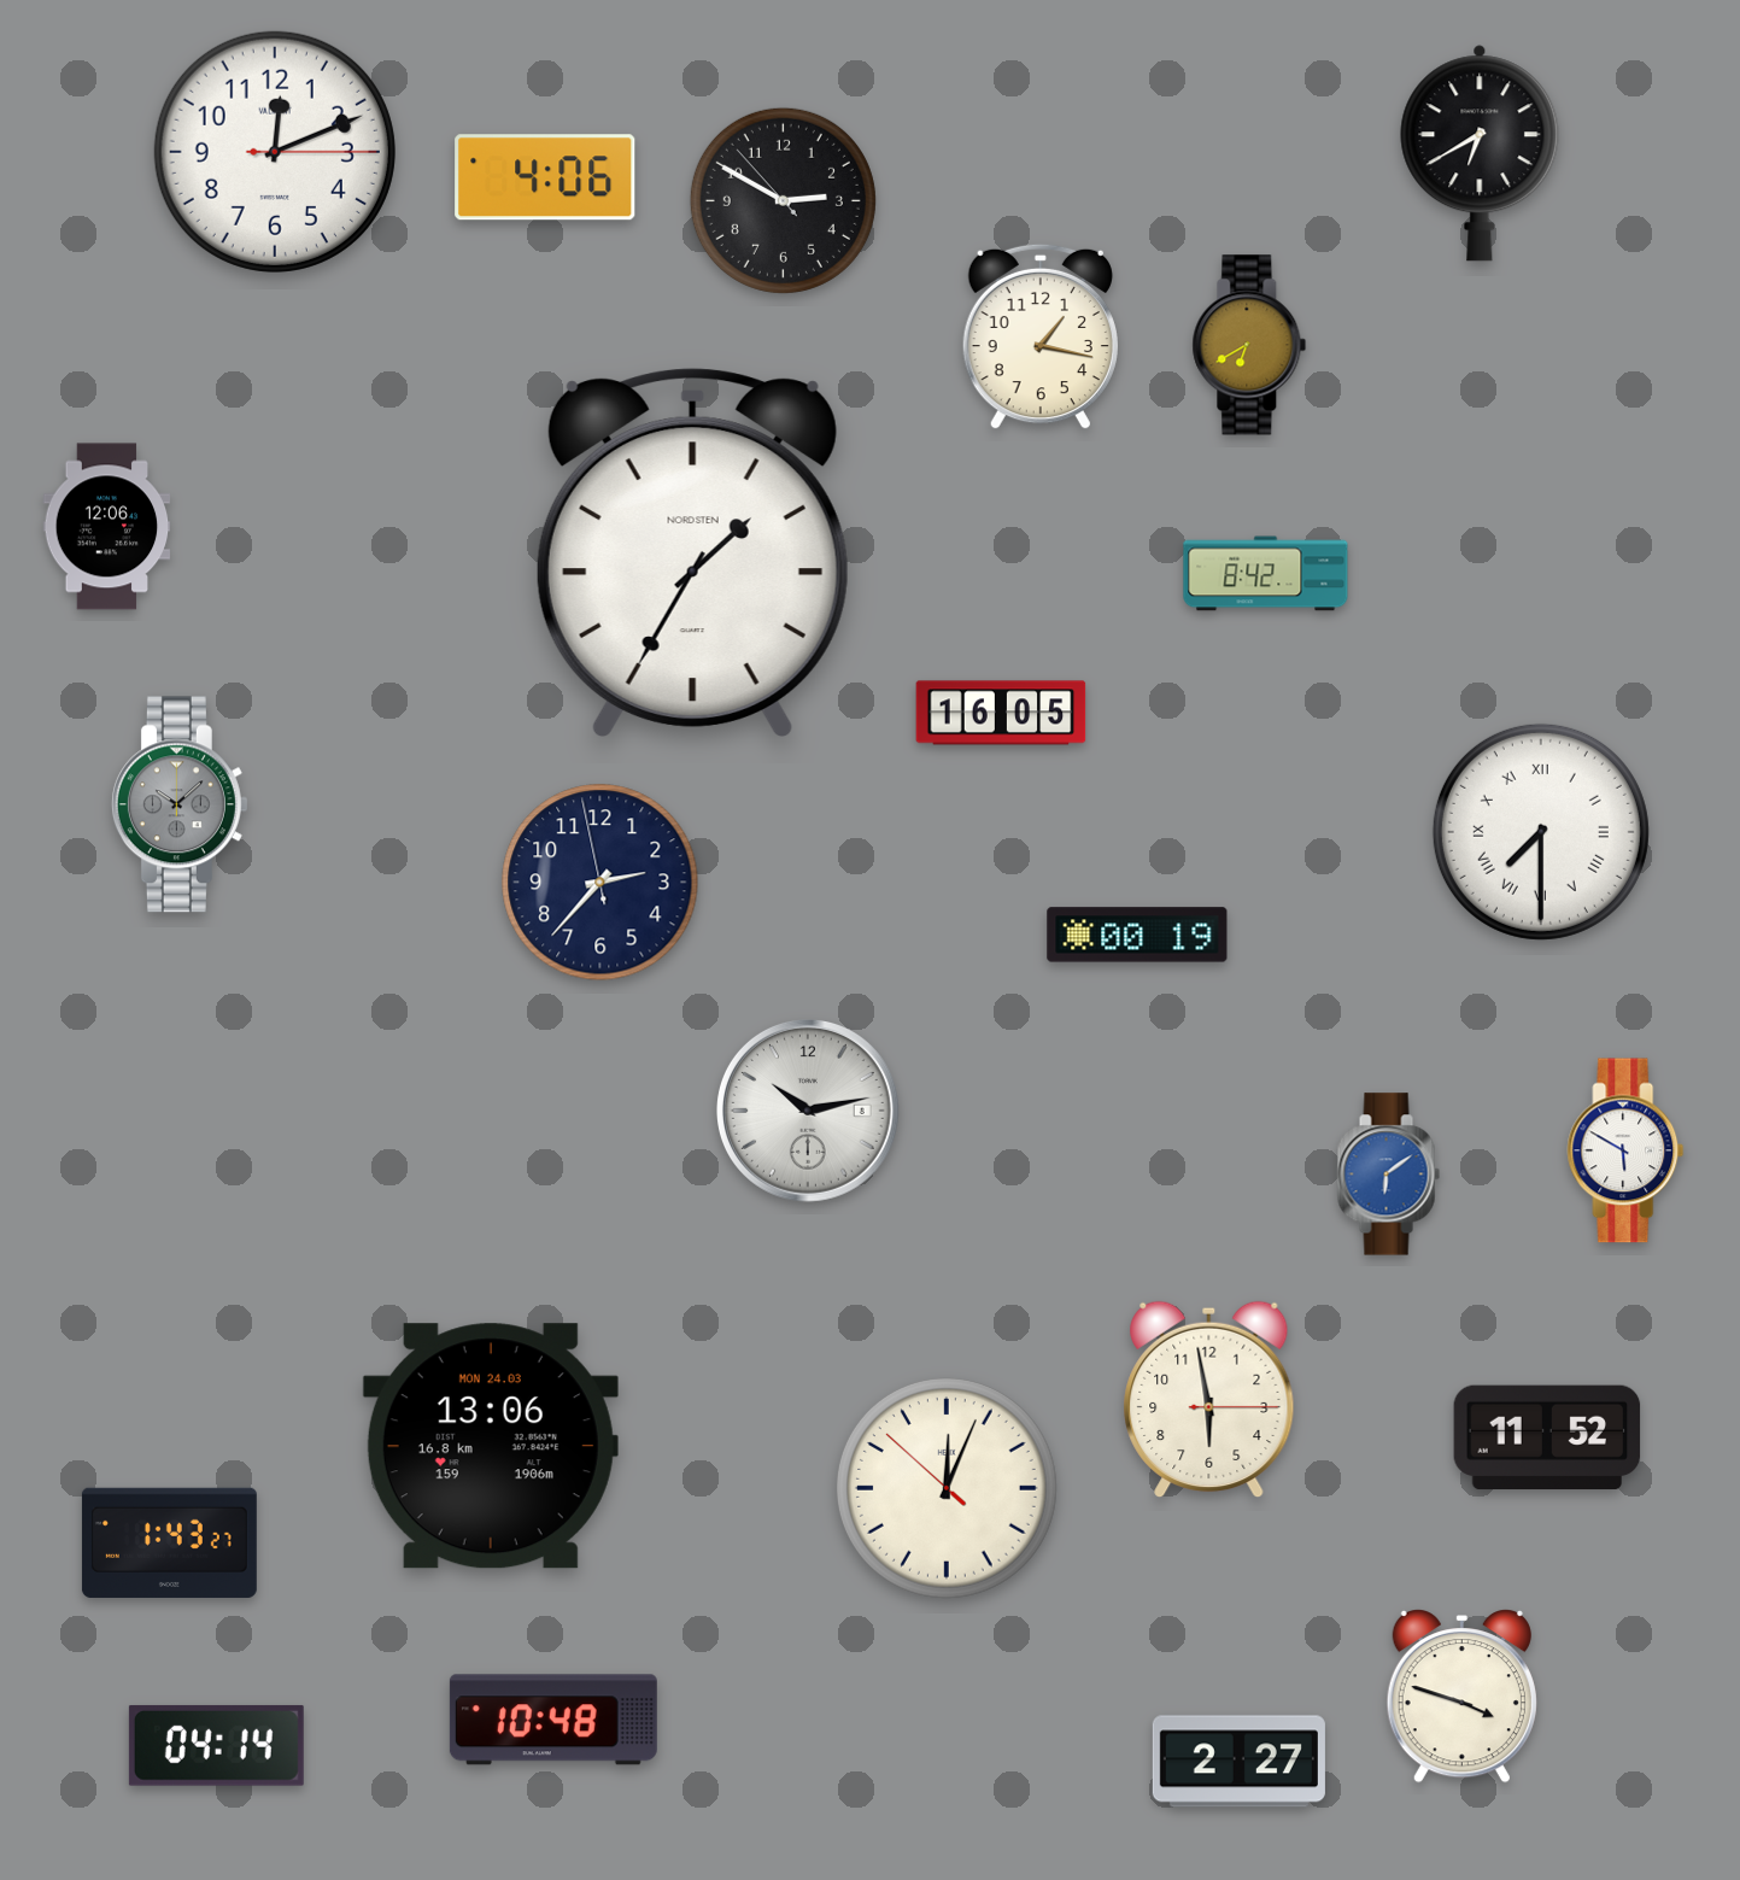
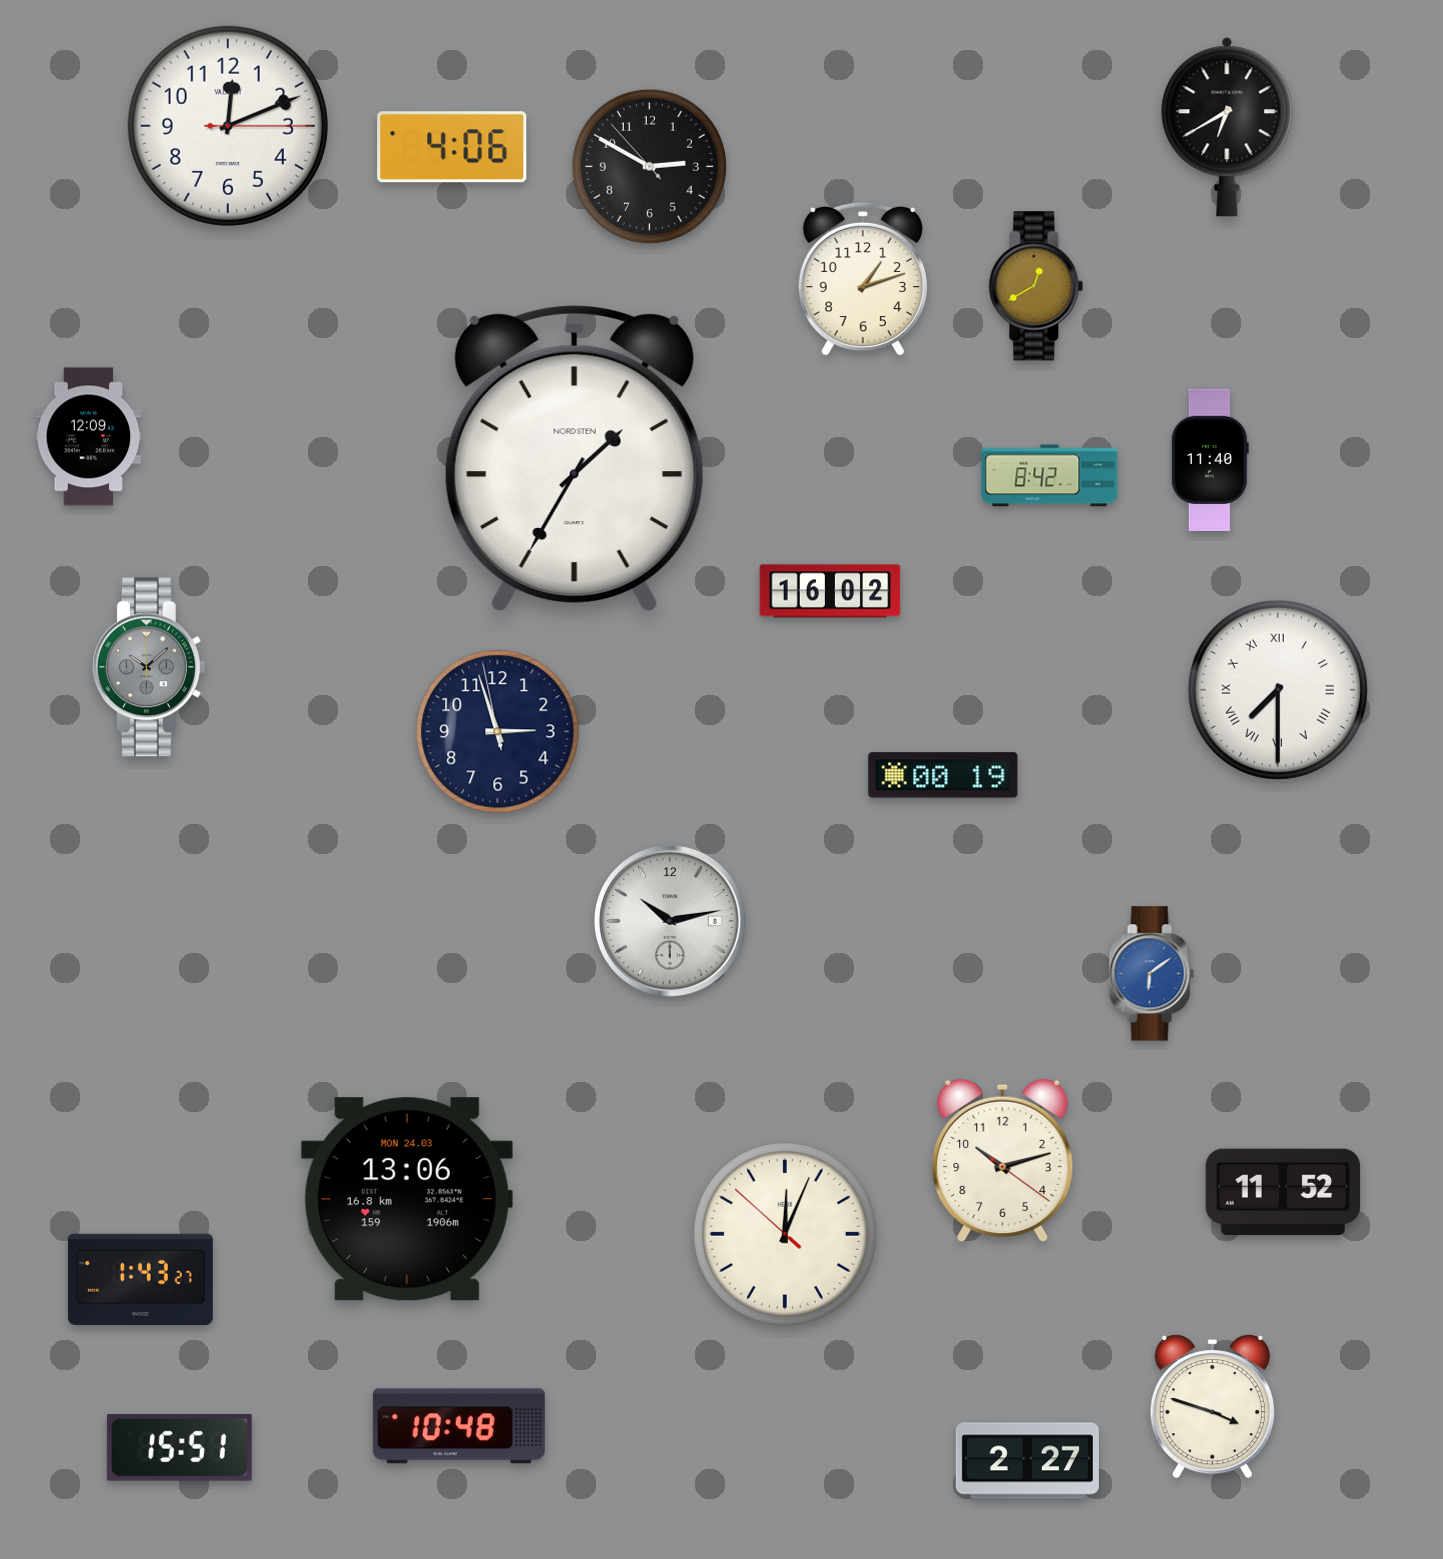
clock at (1041, 336): 1:17 -> 1:12
clock at (1249, 345): 6:40 -> 12:40
clock at (107, 527): 12:06 -> 12:09
clock at (1210, 459): none -> 11:40
clock at (1001, 713): 16:05 -> 16:02
clock at (600, 883): 2:36 -> 2:56
clock at (1625, 1150): 5:50 -> none
clock at (1209, 1400): 5:58 -> 10:12
clock at (216, 1745): 04:14 -> 15:51
